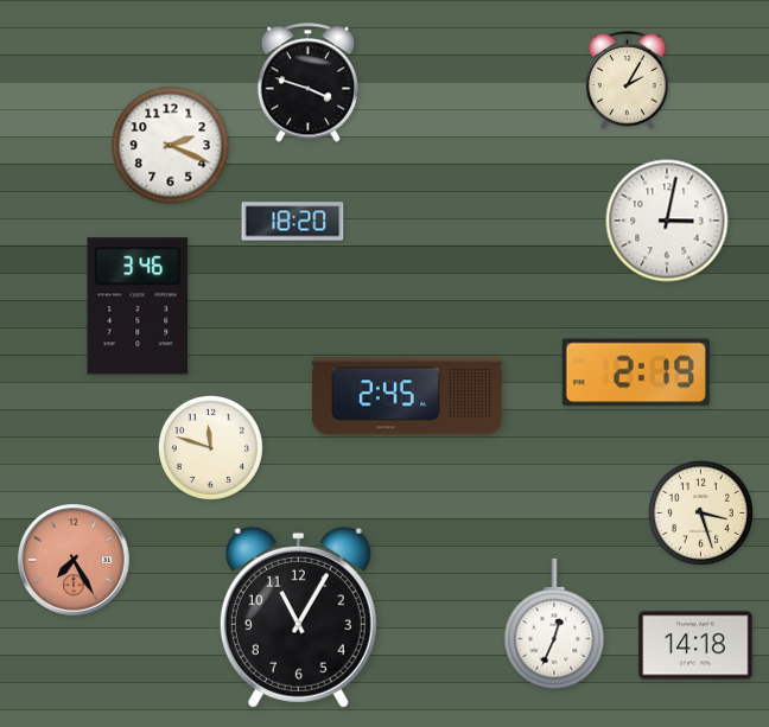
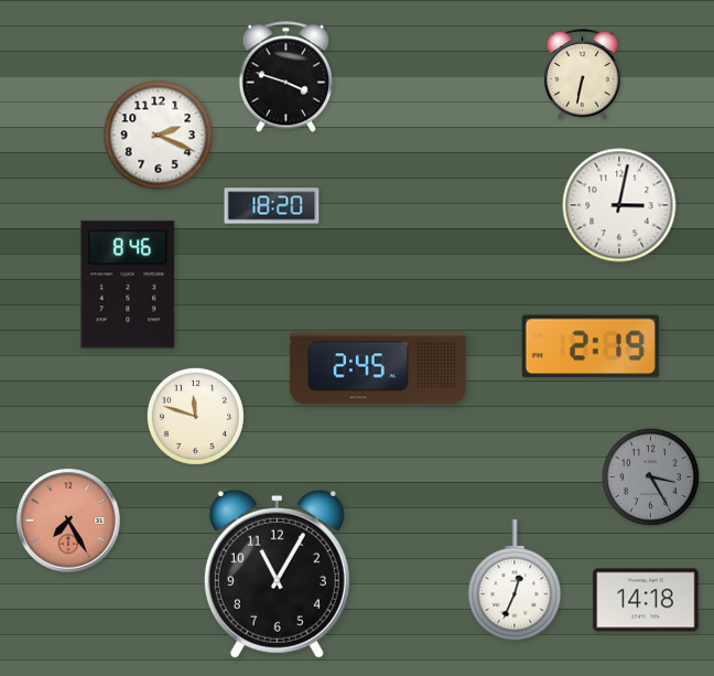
clock at (628, 81): 2:05 -> 6:32
clock at (138, 306): 3:46 -> 8:46
clock at (700, 512): 3:27 -> 3:25
clock at (700, 512) dial: cream -> grey
